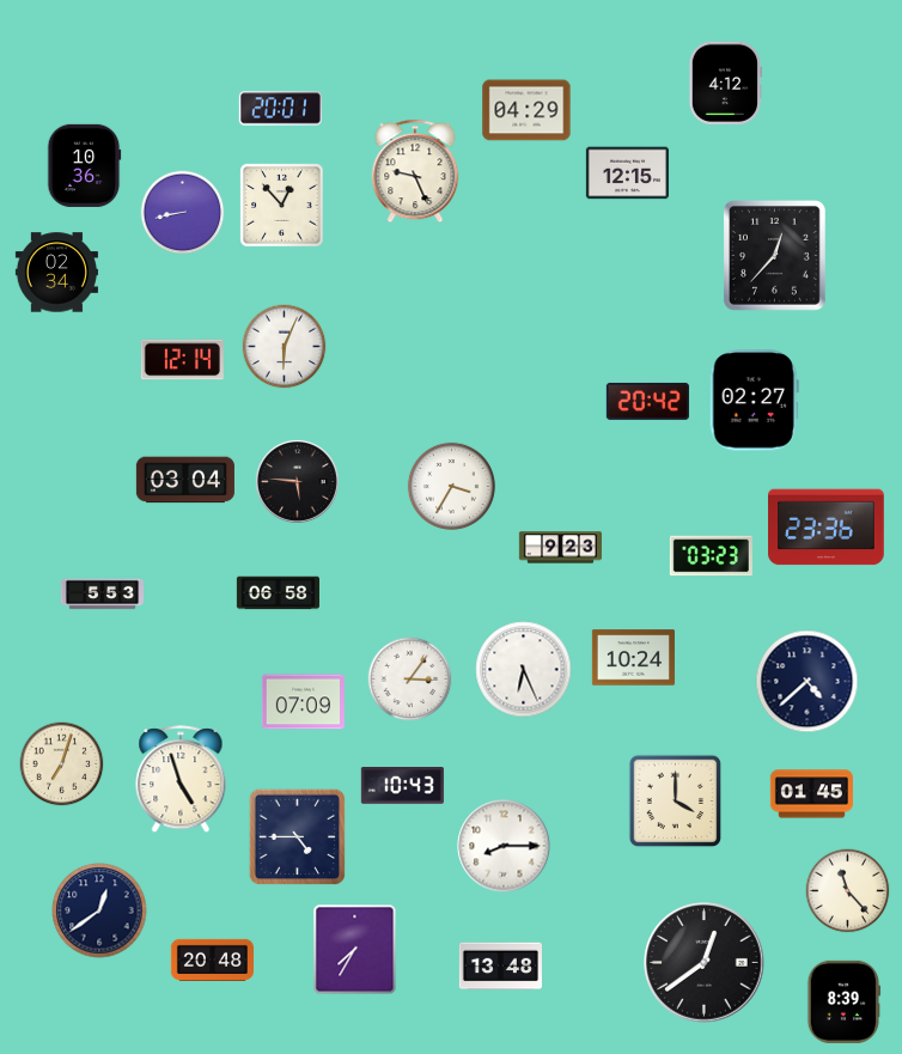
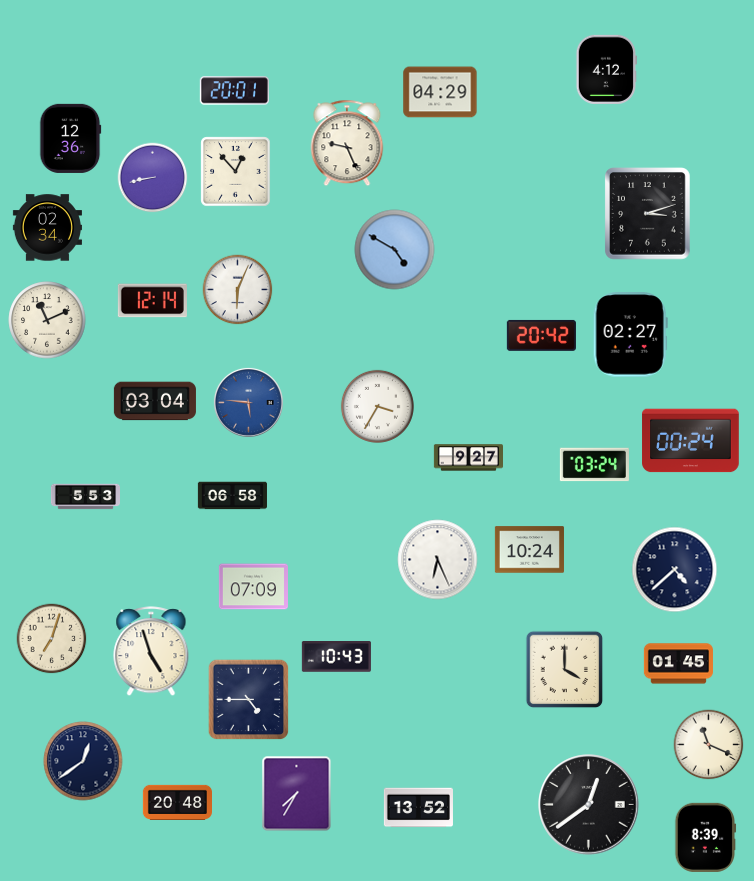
clock at (85, 165): 10:36 -> 12:36
clock at (627, 173): 12:15 -> none
clock at (775, 256): 12:37 -> 3:12
clock at (395, 250): none -> 4:50
clock at (47, 320): none -> 11:11
clock at (297, 481) dial: black -> blue
clock at (827, 528): 23:36 -> 00:24
clock at (560, 548): 9:23 -> 9:27
clock at (711, 556): 03:23 -> 03:24
clock at (410, 680): 3:06 -> none
clock at (504, 846): 8:15 -> none
clock at (848, 891): 11:23 -> 11:19
clock at (500, 967): 13:48 -> 13:52
